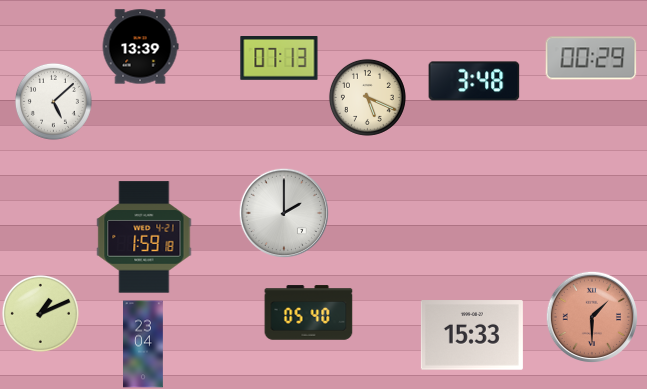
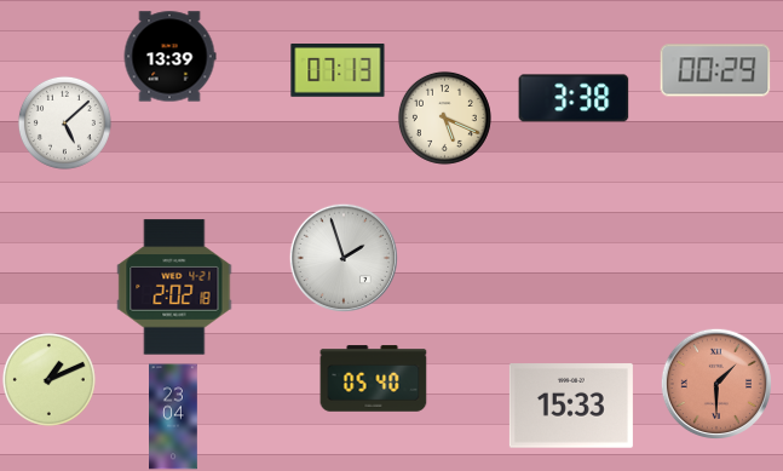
clock at (474, 81): 3:48 -> 3:38
clock at (284, 213): 2:00 -> 1:57
clock at (144, 237): 1:59 -> 2:02
